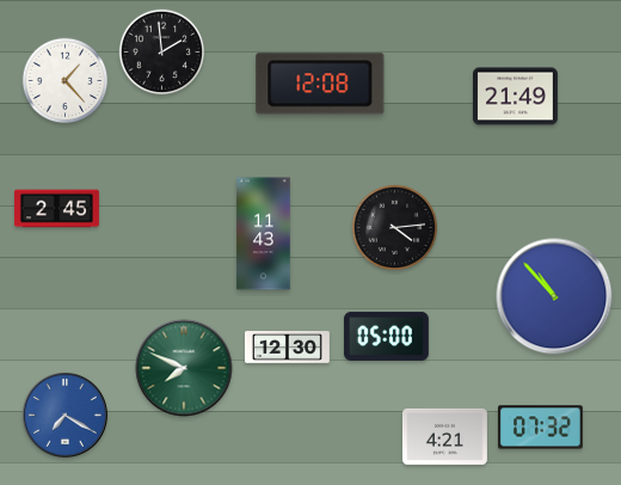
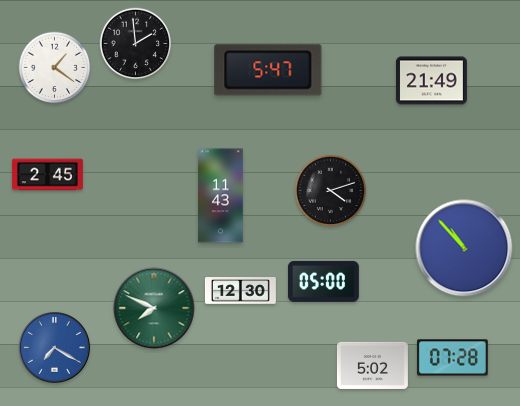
clock at (66, 81): 1:23 -> 1:21
clock at (320, 84): 12:08 -> 5:47
clock at (395, 228): 4:14 -> 4:12
clock at (540, 428): 07:32 -> 07:28
clock at (444, 436): 4:21 -> 5:02
